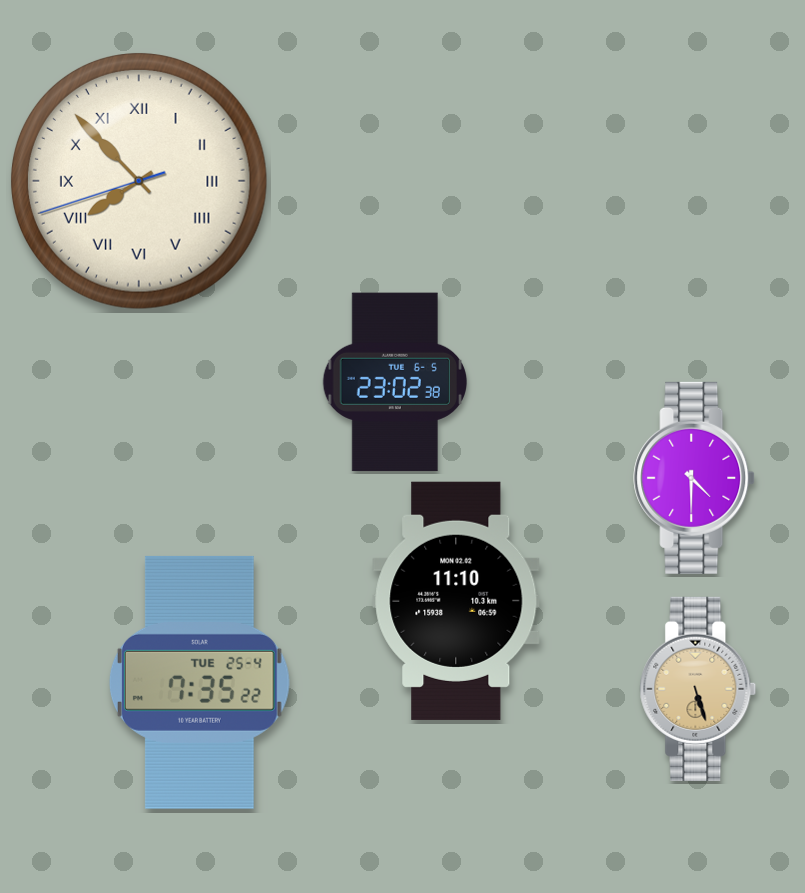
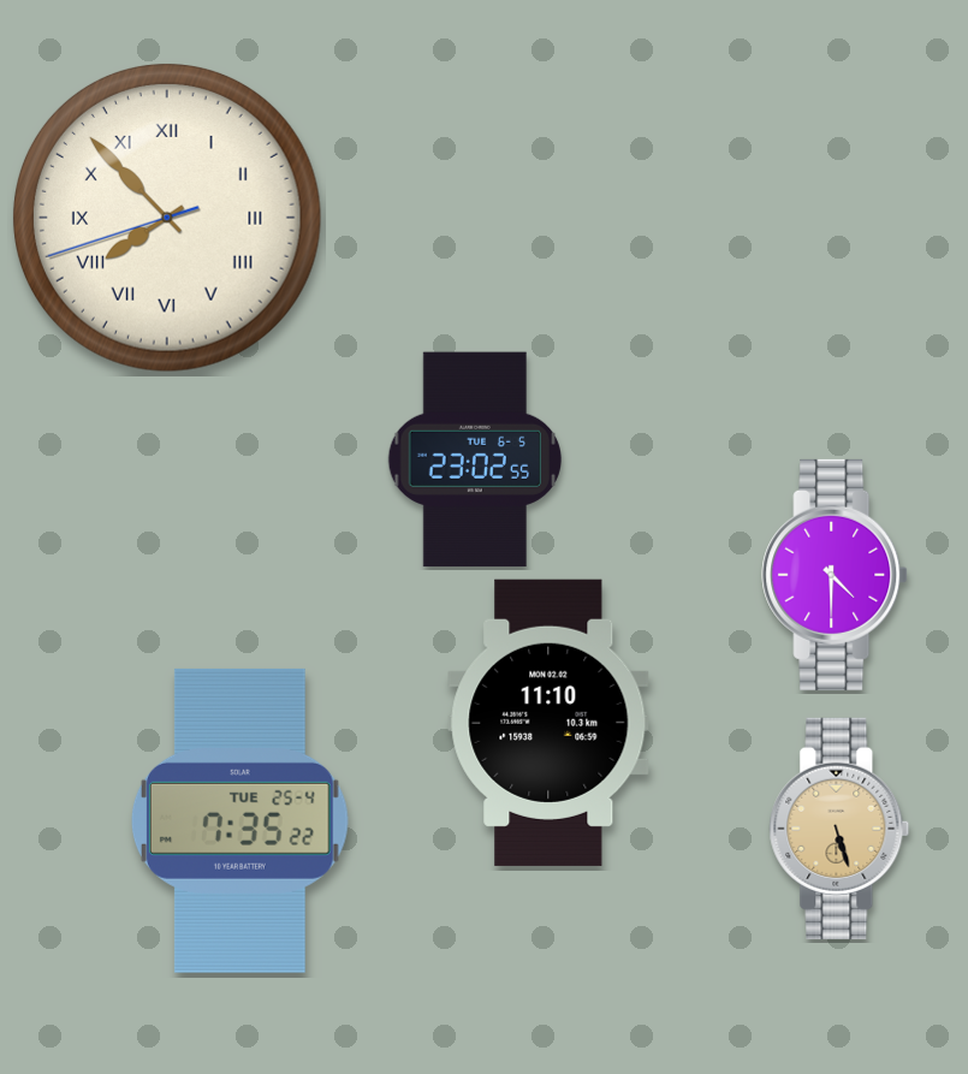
clock at (394, 382): 23:02:38 -> 23:02:55
